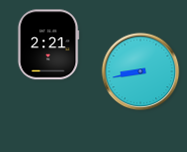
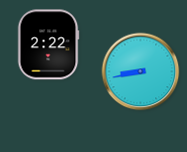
clock at (48, 45): 2:21 -> 2:22
